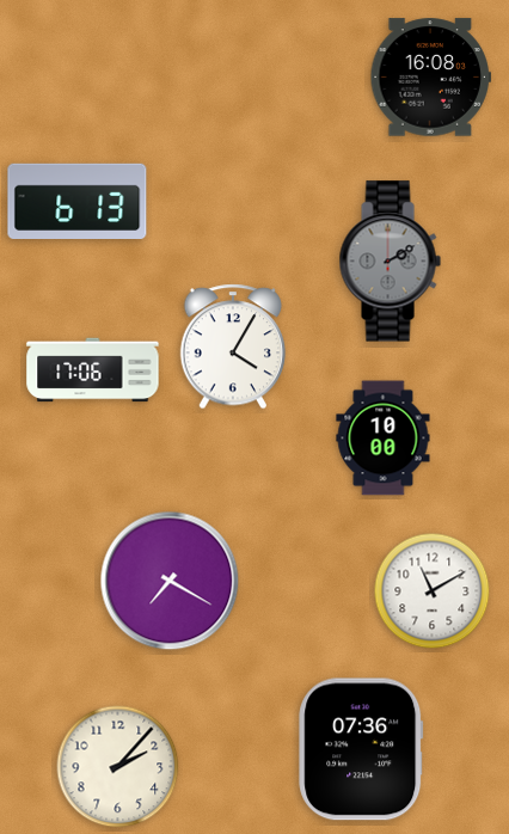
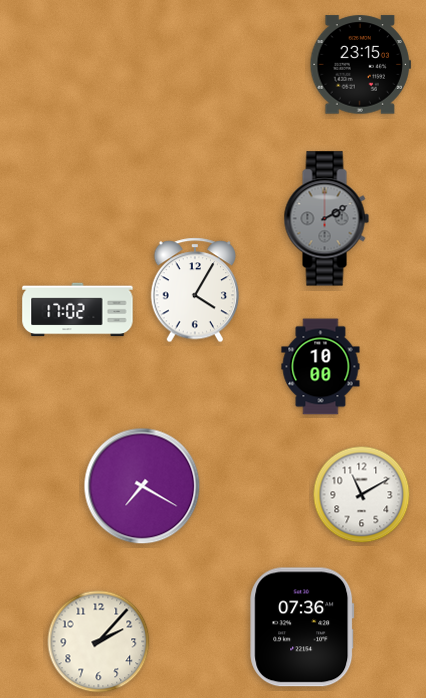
clock at (430, 78): 16:08 -> 23:15
clock at (78, 201): 6:13 -> none
clock at (93, 370): 17:06 -> 17:02
